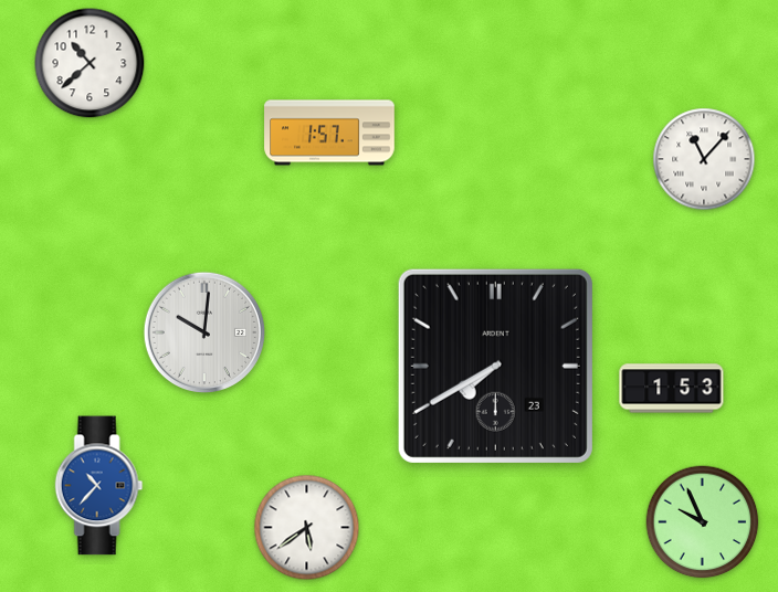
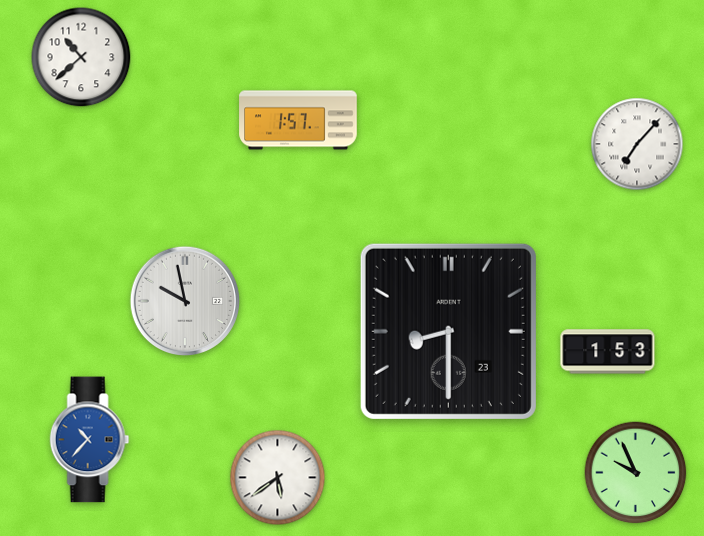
clock at (704, 159): 11:07 -> 7:07
clock at (203, 331): 10:01 -> 9:58
clock at (495, 366): 7:40 -> 8:30
